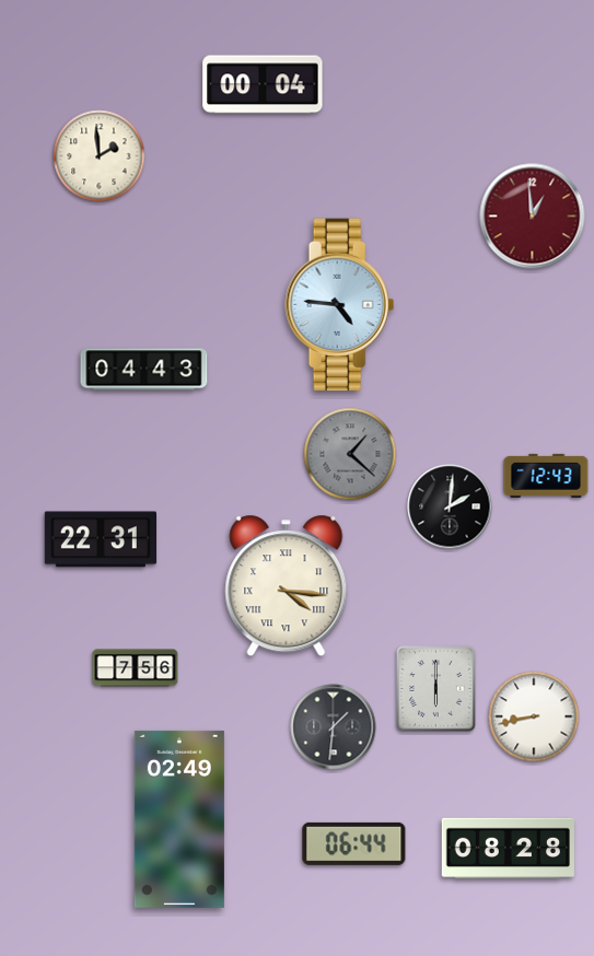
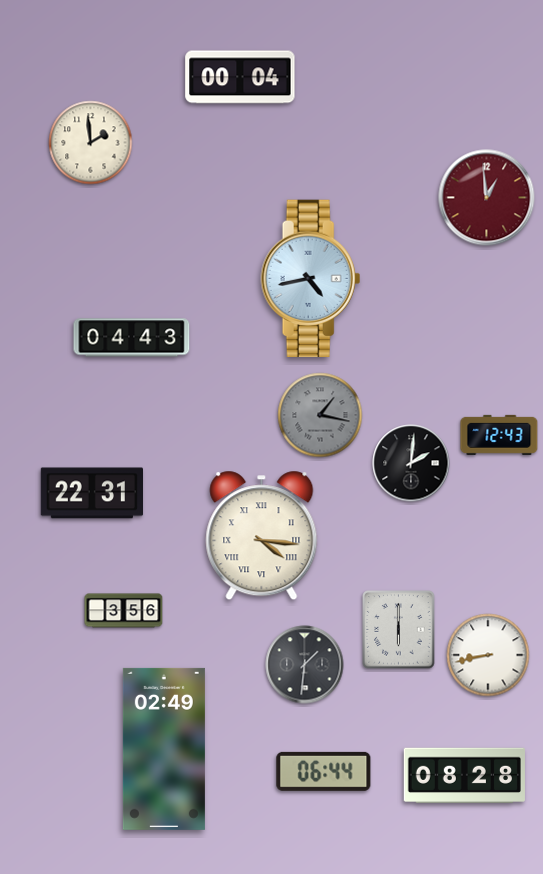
clock at (340, 305): 4:46 -> 4:43
clock at (350, 454): 1:22 -> 1:17
clock at (136, 668): 7:56 -> 3:56
